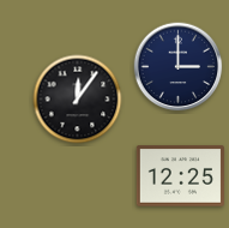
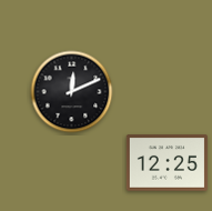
clock at (179, 67): 3:00 -> none
clock at (78, 100): 12:06 -> 12:11
